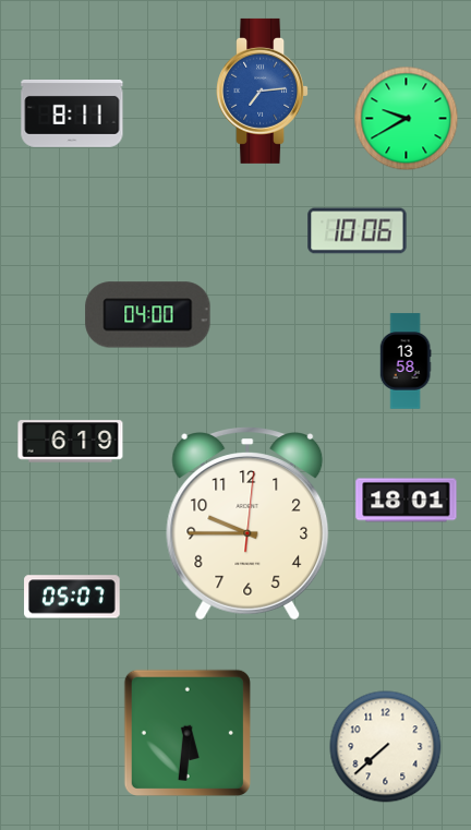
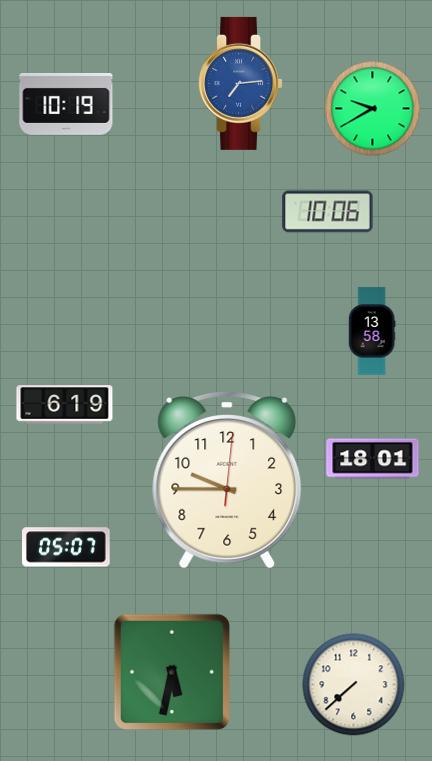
clock at (72, 115): 8:11 -> 10:19
clock at (148, 315): 04:00 -> none
clock at (188, 733): 5:31 -> 5:32
